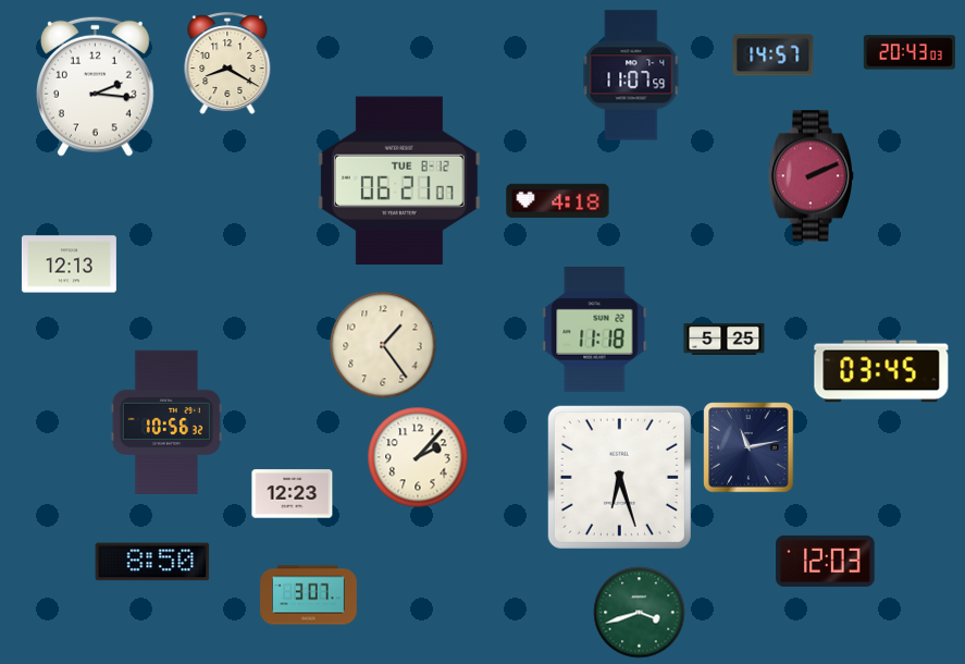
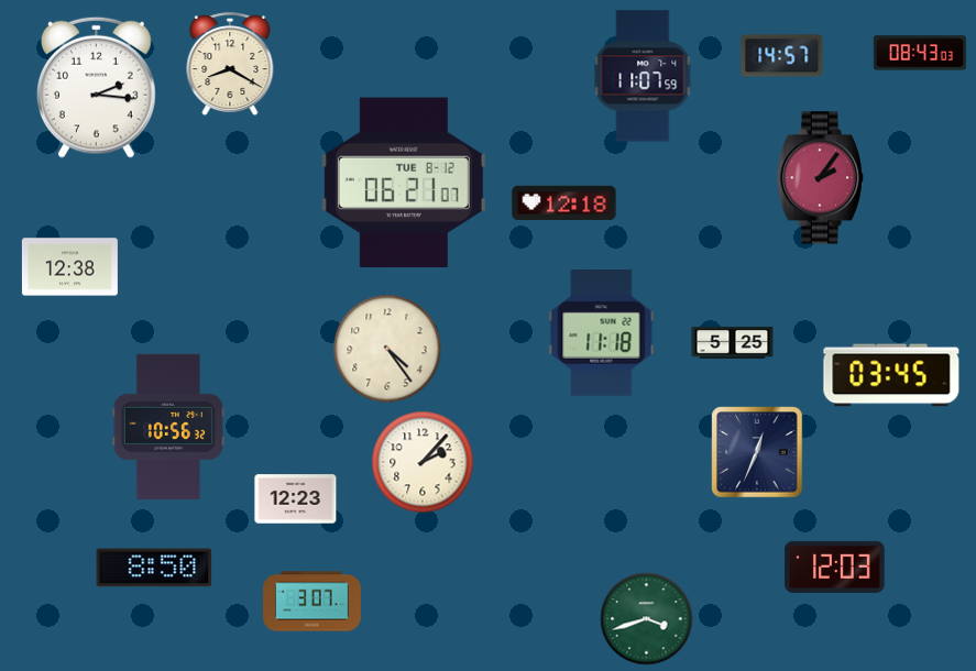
clock at (908, 52): 20:43 -> 08:43
clock at (631, 75) position: (631, 75) -> (643, 76)
clock at (811, 176): 2:11 -> 2:06
clock at (558, 201): 4:18 -> 12:18
clock at (69, 265): 12:13 -> 12:38
clock at (383, 345): 1:24 -> 4:24
clock at (749, 447): 11:13 -> 12:34
clock at (619, 477): 6:27 -> none
